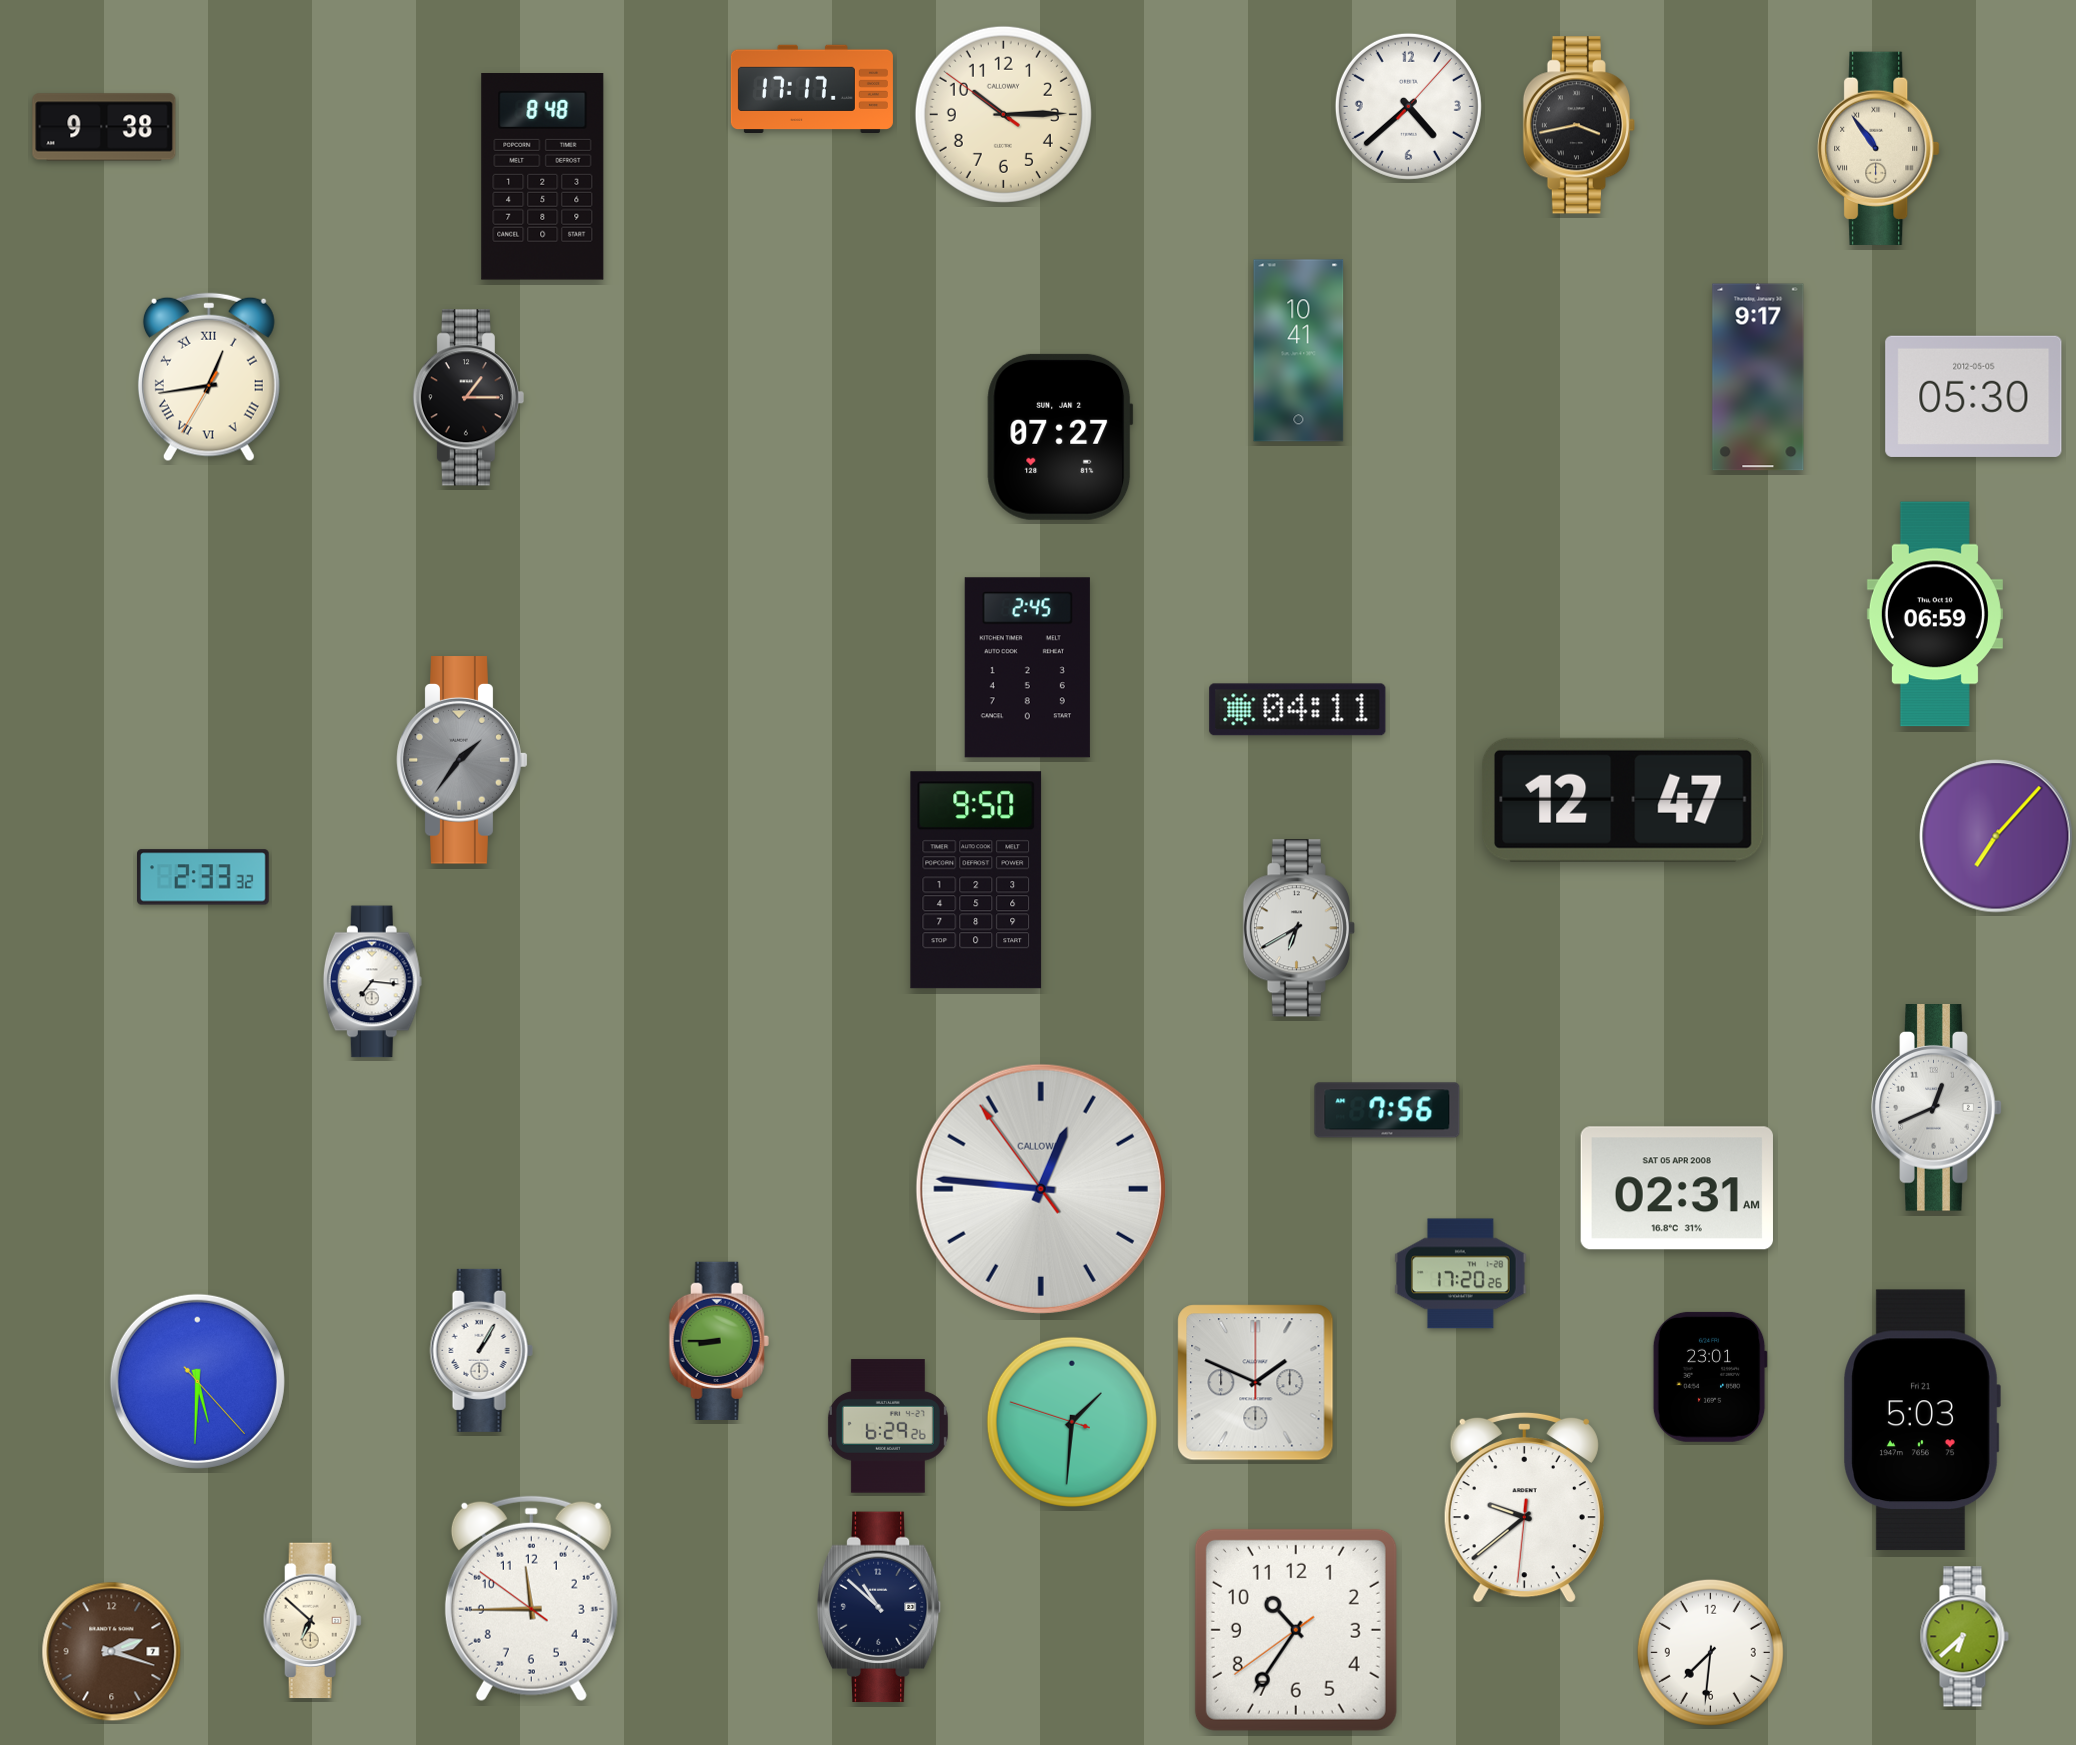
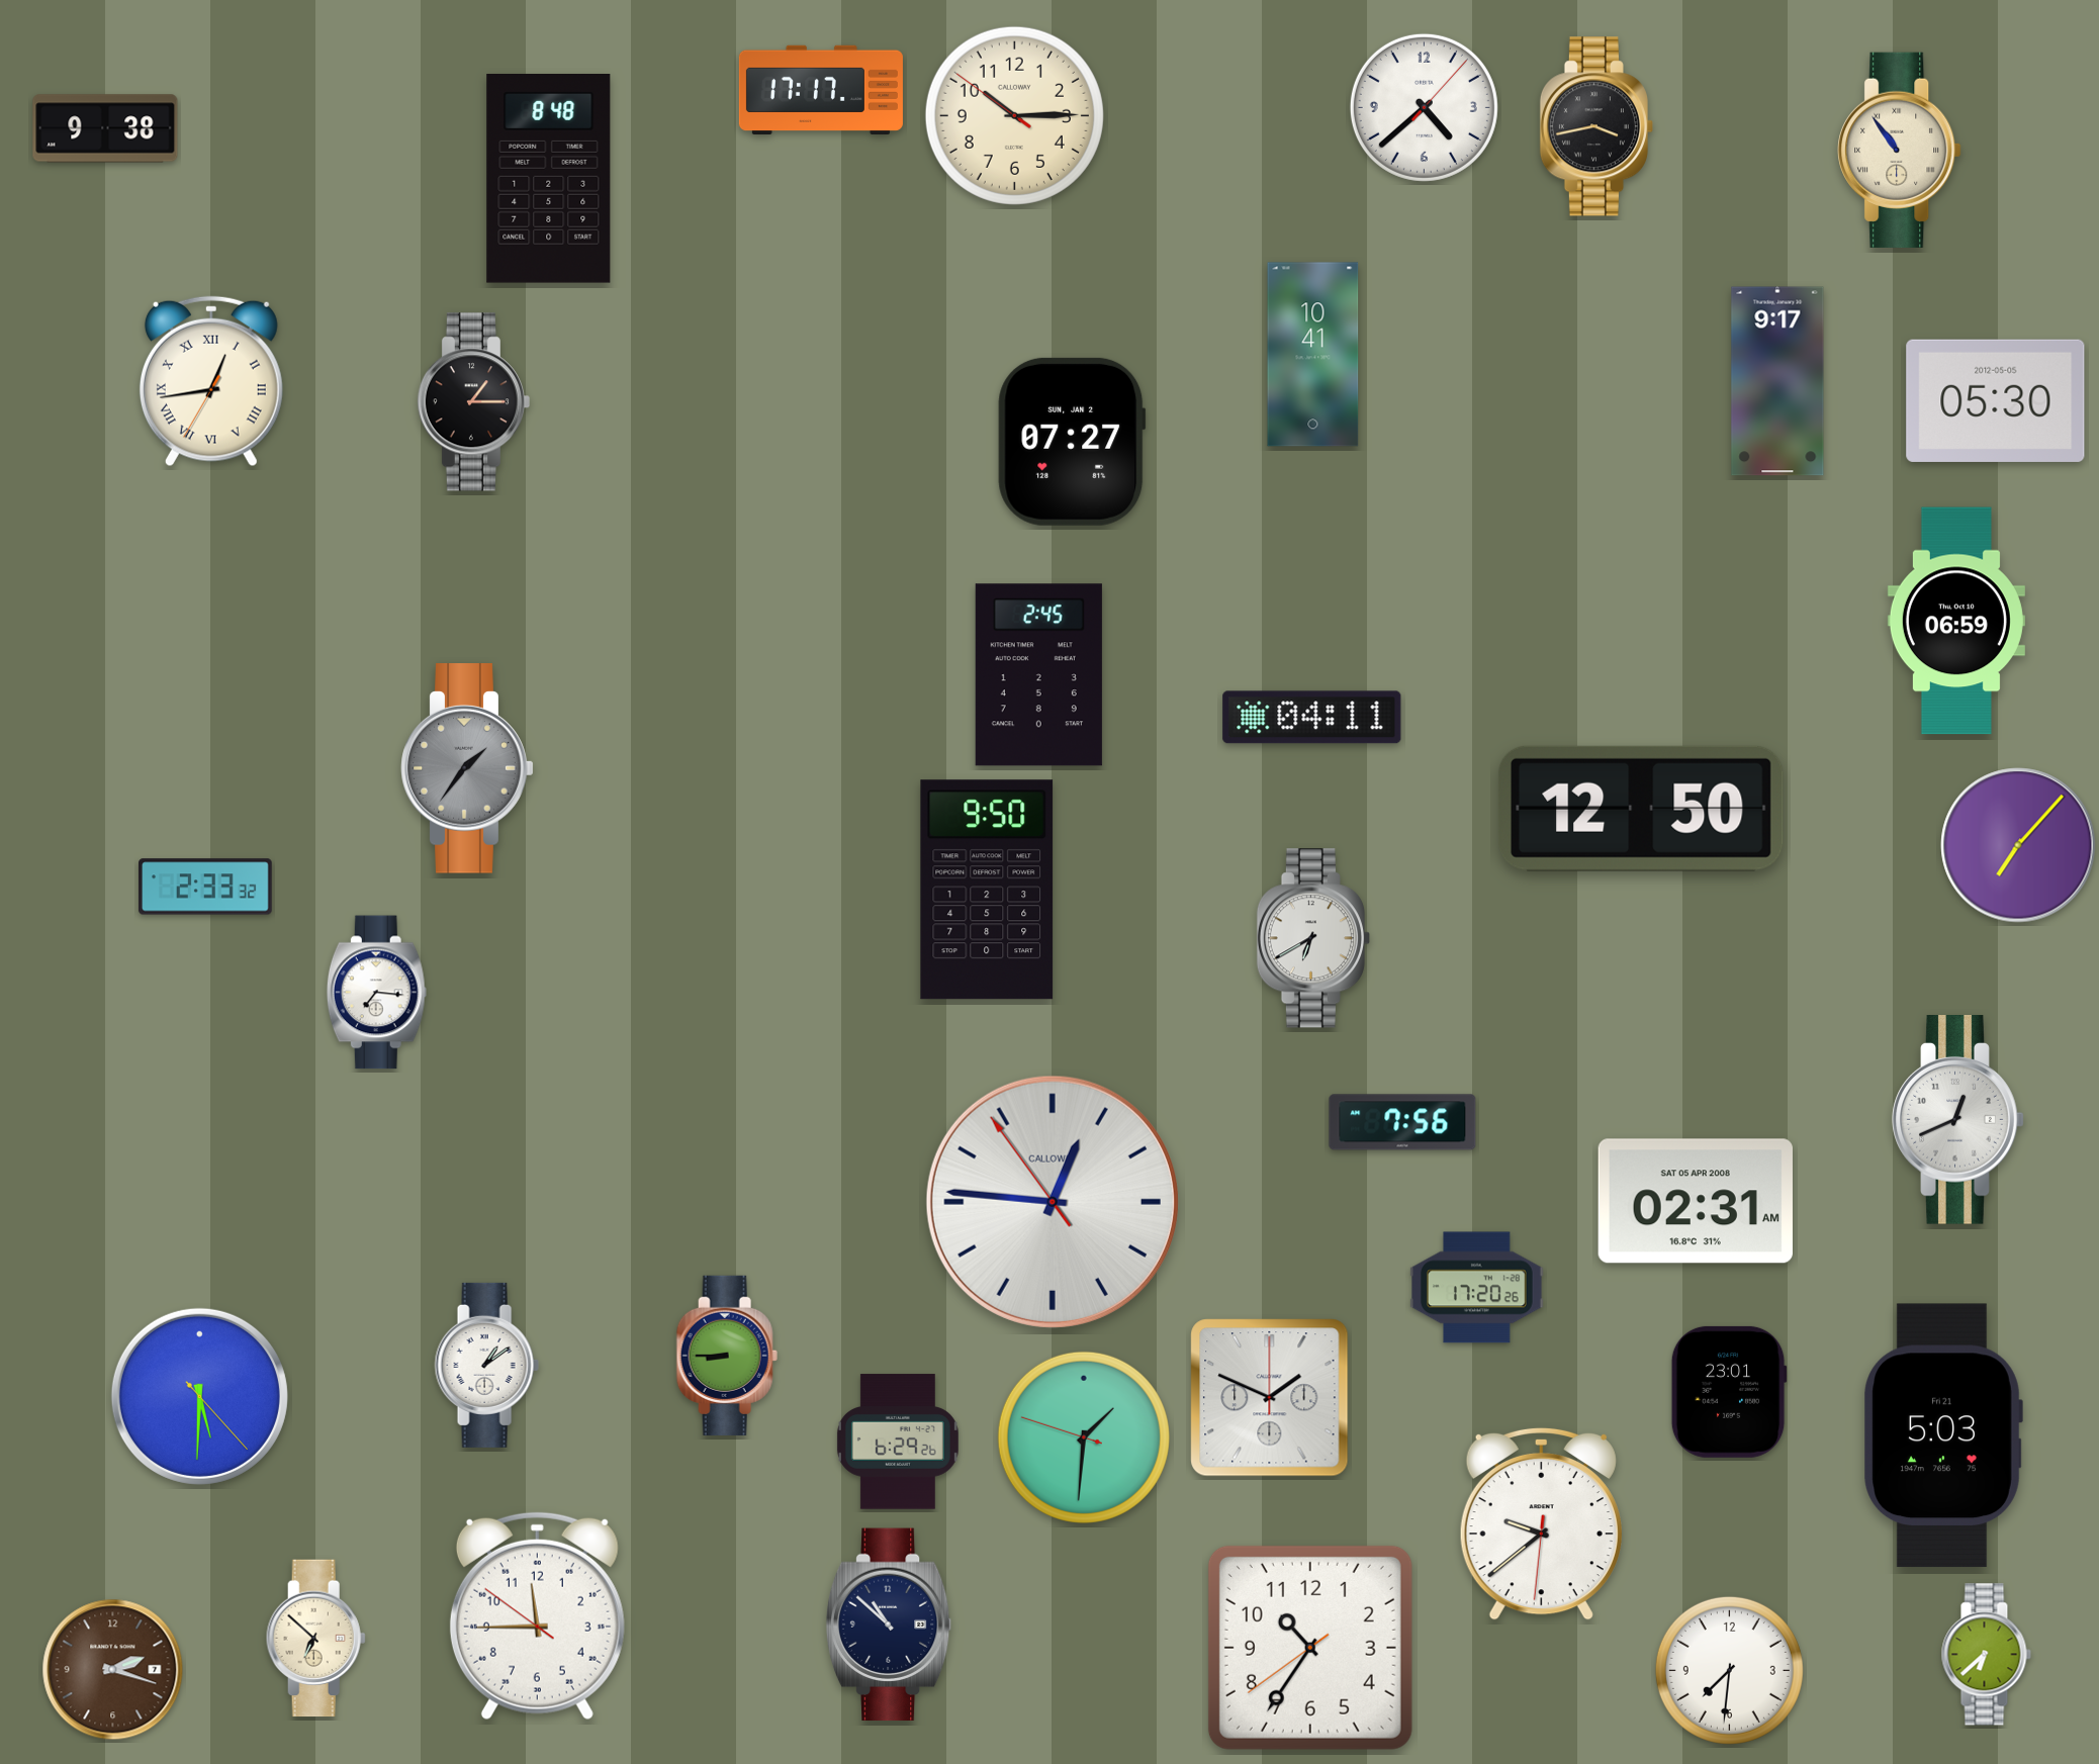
clock at (1623, 800): 12:47 -> 12:50
clock at (481, 1350): 1:05 -> 1:09
